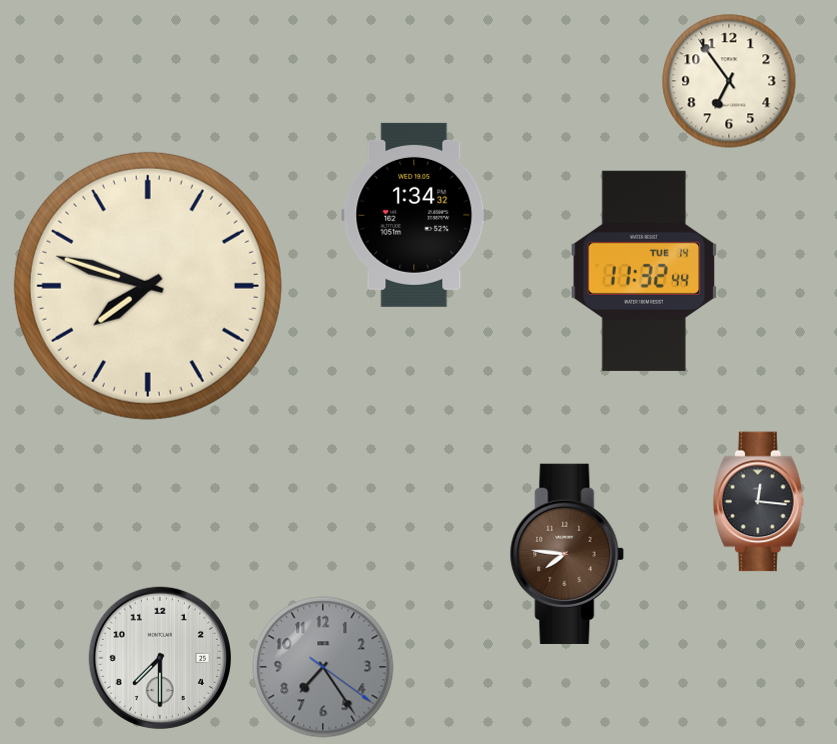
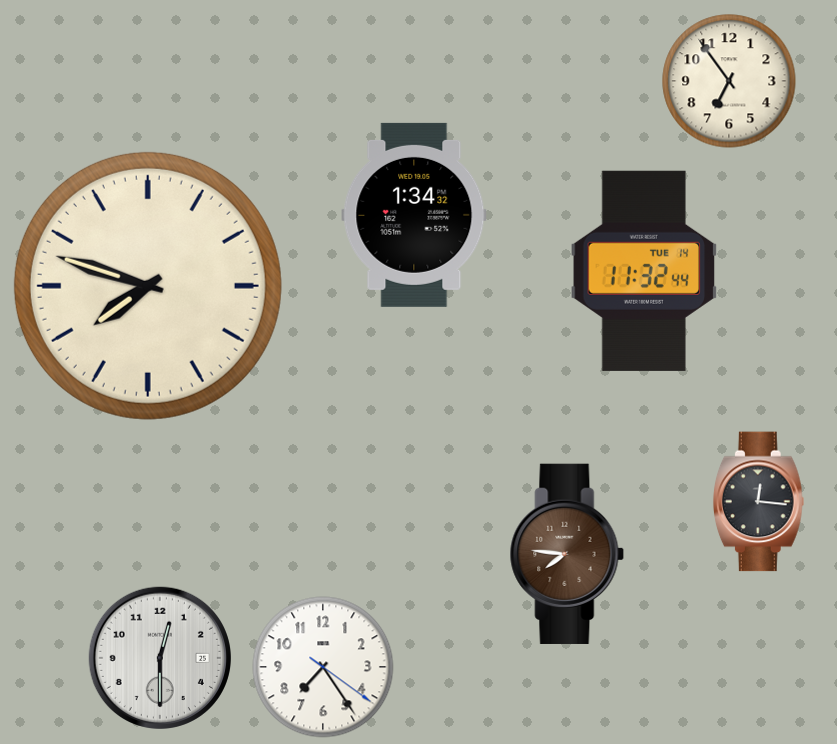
clock at (160, 658): 7:30 -> 12:30
clock at (323, 667) dial: grey -> white
